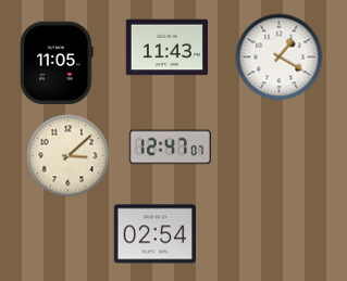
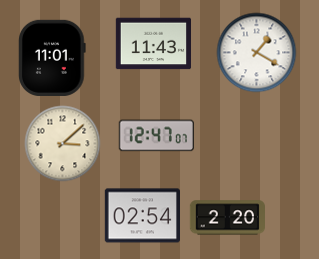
clock at (58, 63): 11:05 -> 11:01
clock at (227, 218): none -> 2:20
